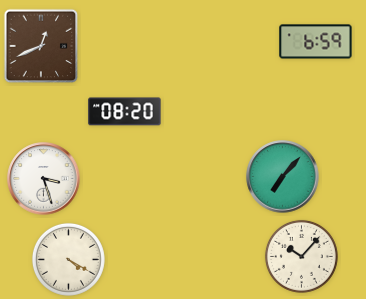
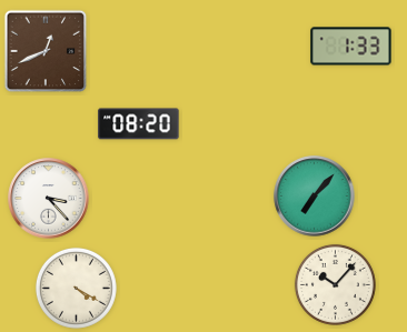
clock at (316, 42): 6:59 -> 1:33
clock at (44, 179): 3:27 -> 3:23
